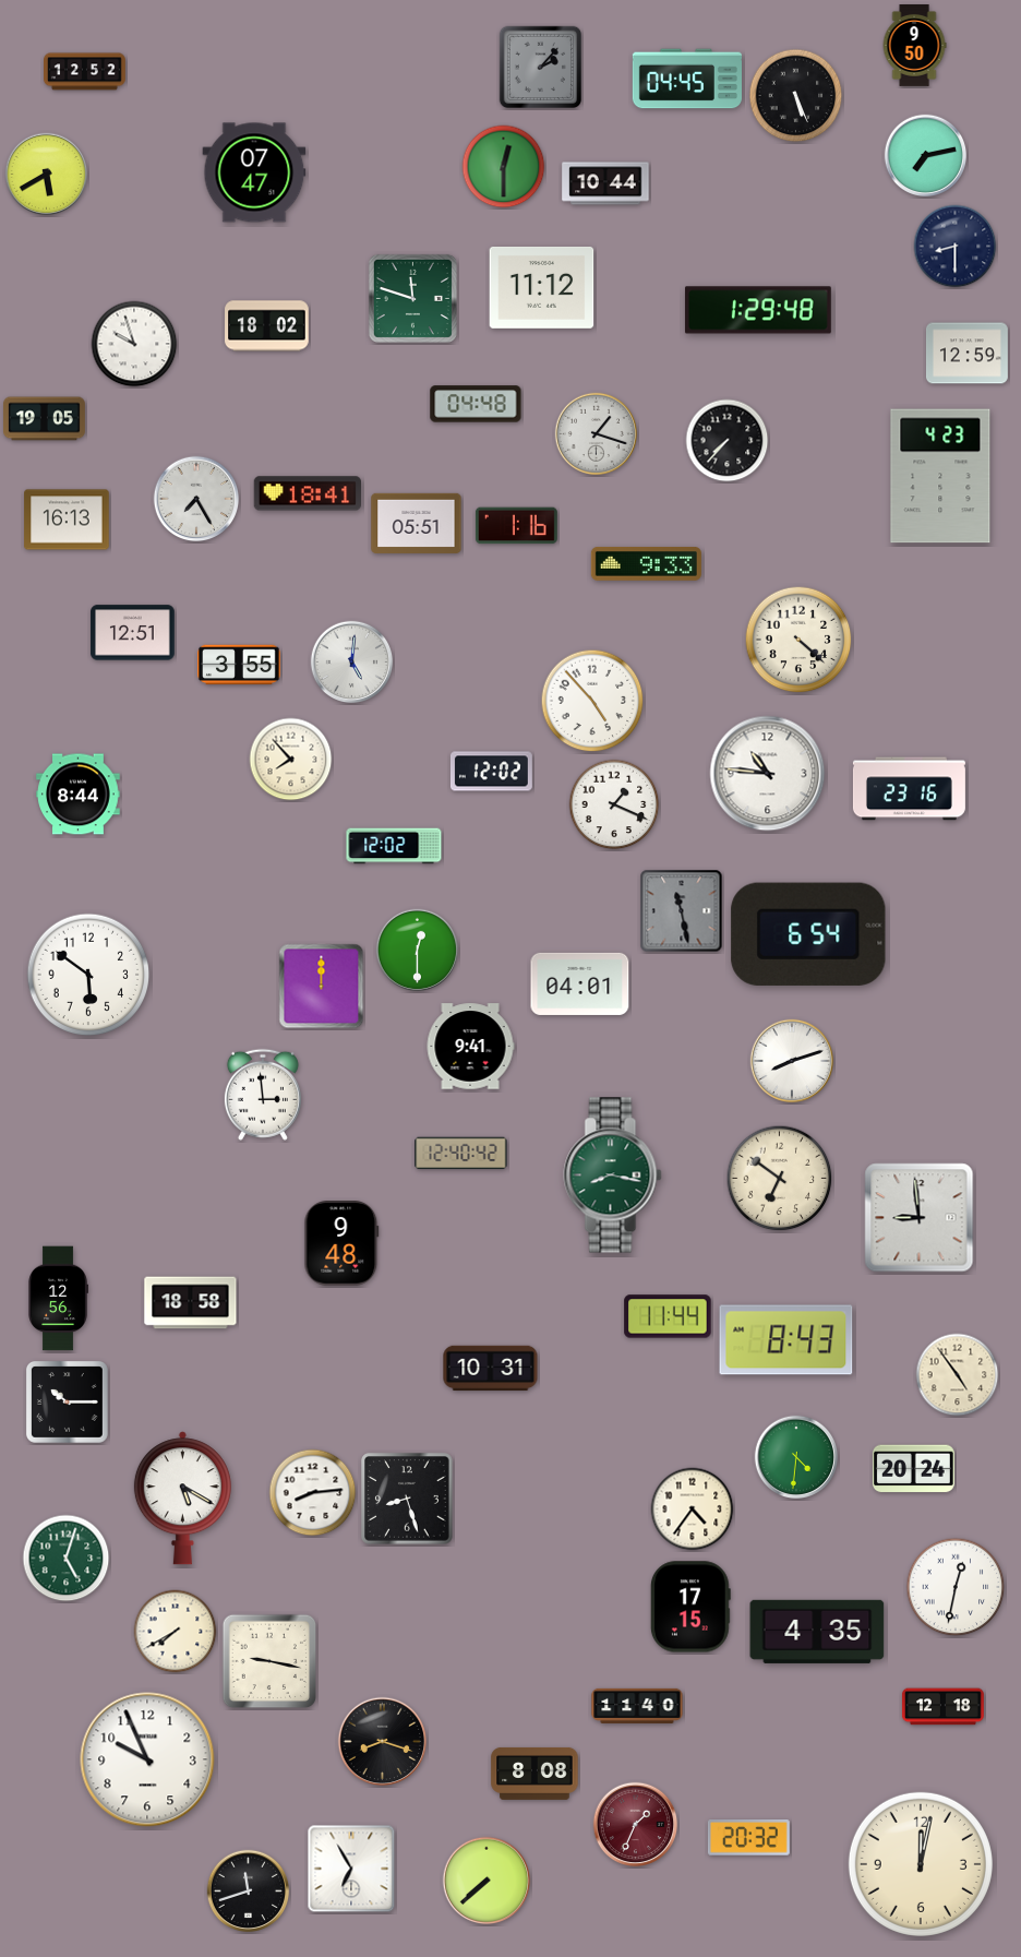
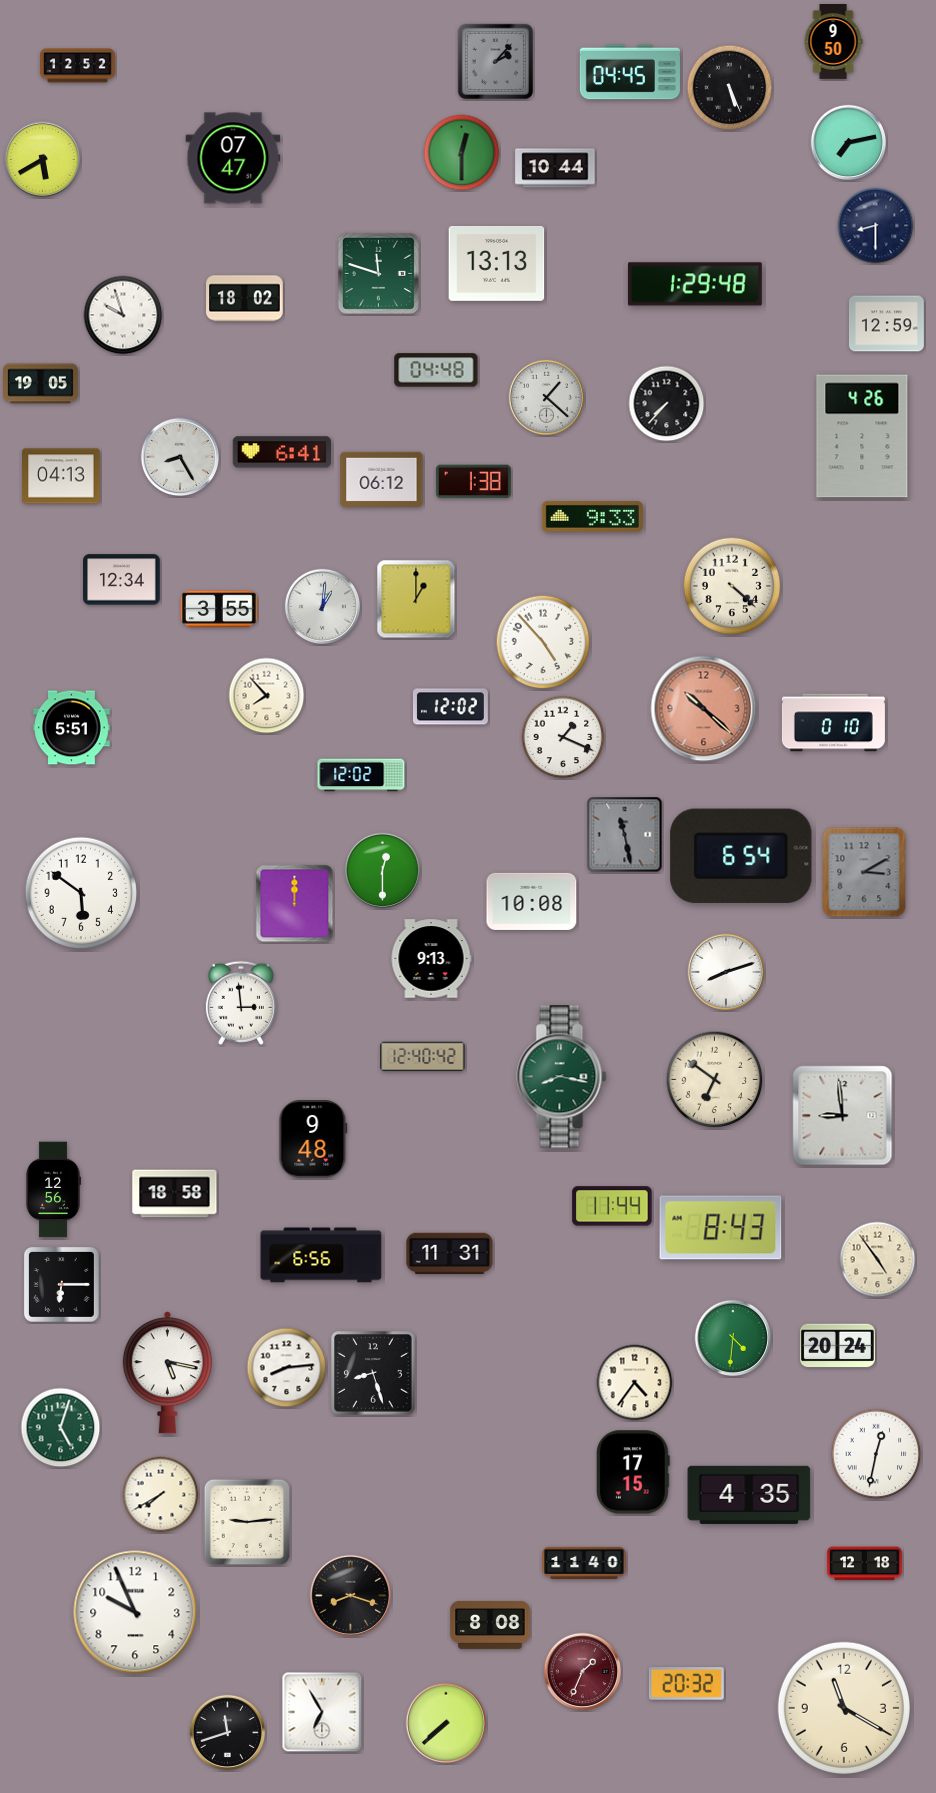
clock at (914, 46) position: (914, 46) -> (833, 42)
clock at (542, 287): 11:12 -> 13:13
clock at (597, 434): 1:18 -> 1:22
clock at (940, 476): 4:23 -> 4:26
clock at (308, 493): 18:41 -> 6:41
clock at (196, 499): 7:25 -> 8:25
clock at (67, 520): 16:13 -> 04:13
clock at (417, 523): 05:51 -> 06:12
clock at (516, 526): 1:16 -> 1:38
clock at (133, 633): 12:51 -> 12:34
clock at (416, 599): none -> 1:00
clock at (352, 663): 5:01 -> 1:01
clock at (768, 774): 10:46 -> 10:22
clock at (768, 774) dial: white -> salmon
clock at (909, 789): 23:16 -> 0:10
clock at (79, 795): 8:44 -> 5:51
clock at (864, 872): none -> 3:10
clock at (580, 983): 04:01 -> 10:08
clock at (470, 1047): 9:41 -> 9:13
clock at (491, 1369): 10:31 -> 11:31
clock at (321, 1255): none -> 6:56
clock at (68, 1403): 10:15 -> 6:15
clock at (796, 1457) position: (796, 1457) -> (733, 1338)
clock at (182, 1499): 5:20 -> 5:17
clock at (269, 1661): 9:17 -> 9:14
clock at (921, 1864): 12:02 -> 11:20
